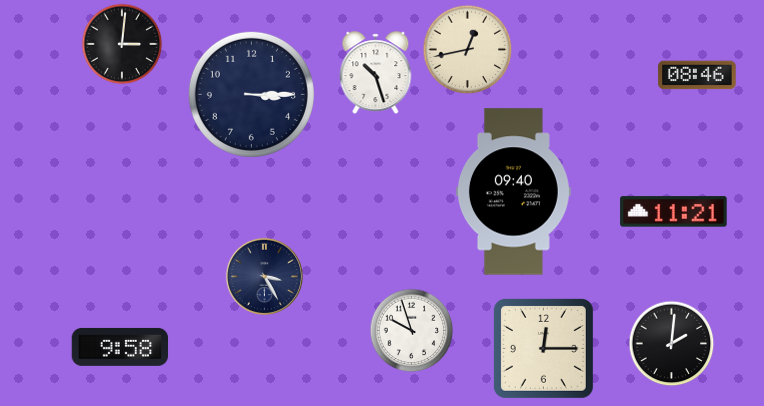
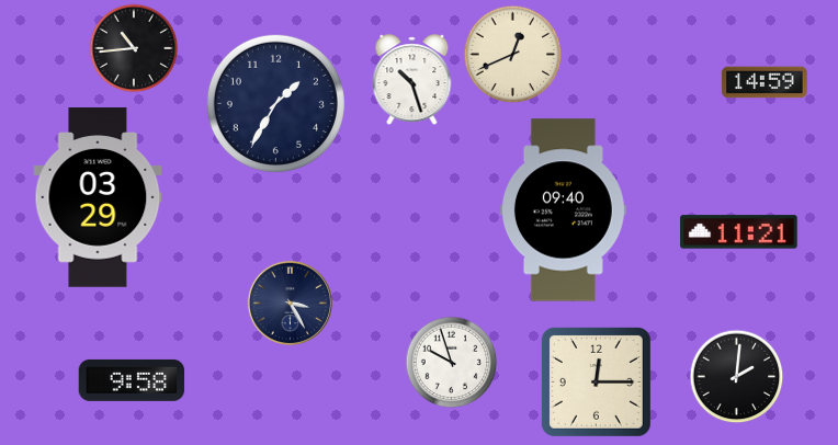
clock at (122, 44): 3:01 -> 10:44
clock at (468, 50): 12:43 -> 12:41
clock at (697, 75): 08:46 -> 14:59
clock at (251, 94): 3:15 -> 1:35
clock at (98, 197): none -> 03:29
